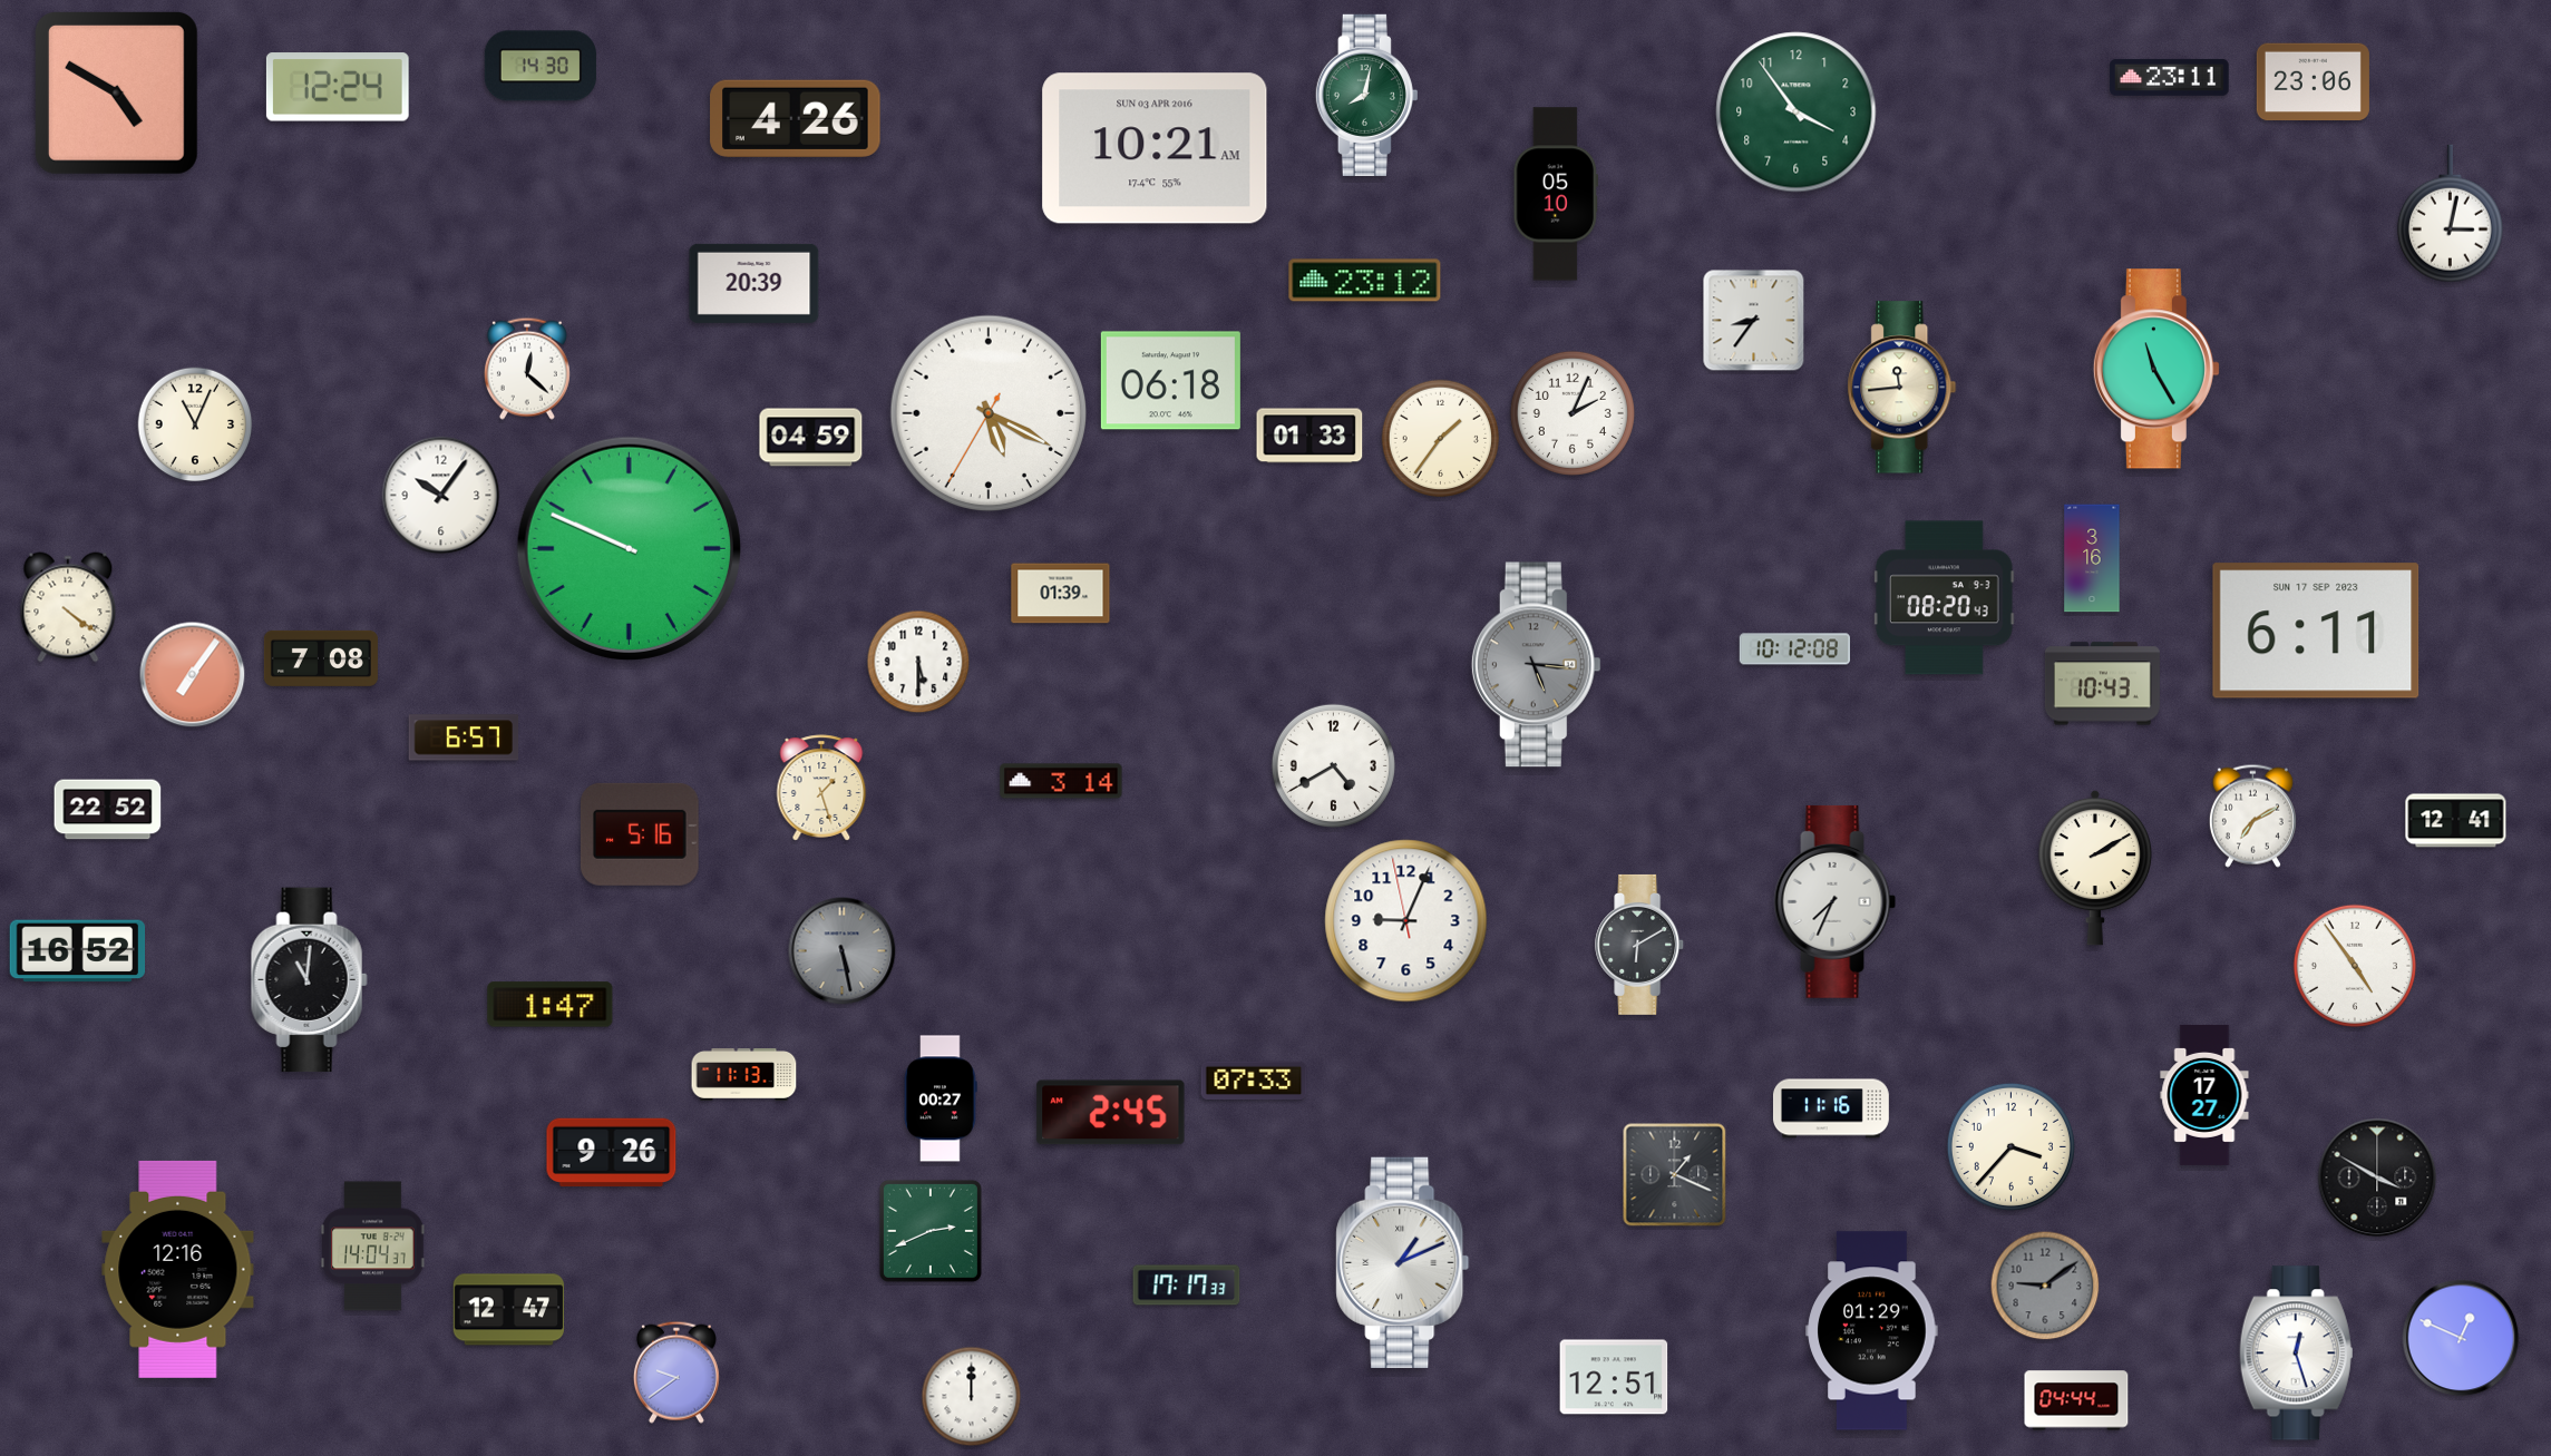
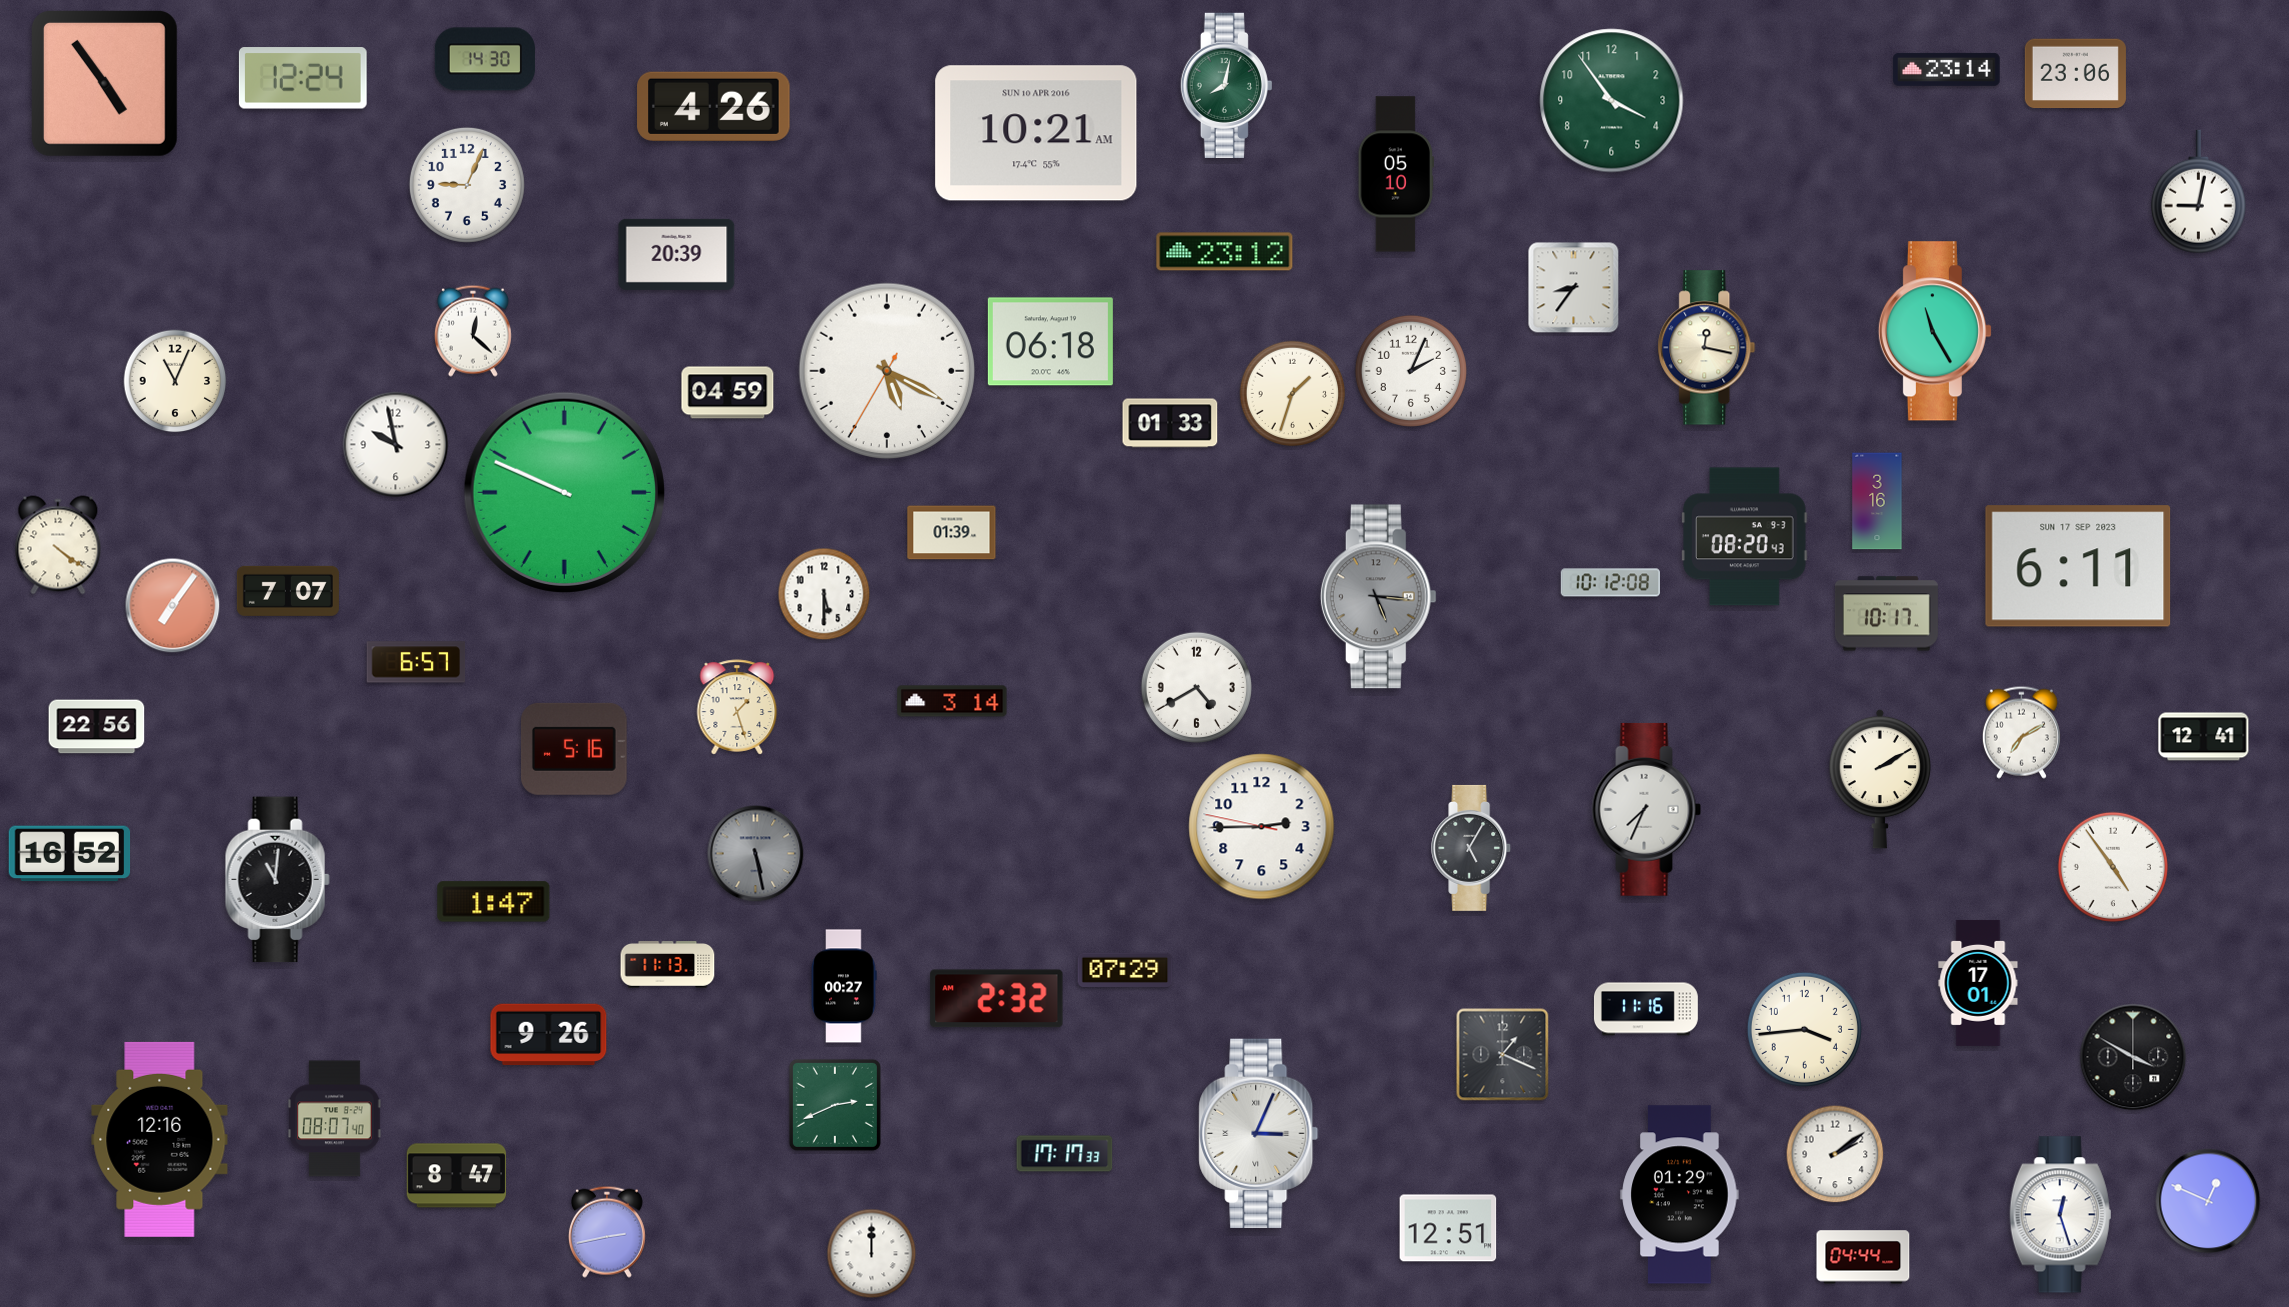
clock at (2170, 77): 23:11 -> 23:14
clock at (116, 92): 4:50 -> 4:54
clock at (1155, 148) date: SUN 03 APR 2016 -> SUN 10 APR 2016
clock at (467, 185): none -> 9:04
clock at (2450, 214): 3:02 -> 9:02
clock at (1902, 388): 11:44 -> 12:17
clock at (1309, 436) position: (1309, 436) -> (1170, 423)
clock at (1441, 439): 1:36 -> 1:33
clock at (441, 496): 10:06 -> 9:58
clock at (68, 607) position: (68, 607) -> (58, 545)
clock at (321, 658): 7:08 -> 7:07
clock at (2102, 684): 10:43 -> 10:17
clock at (108, 810): 22:52 -> 22:56
clock at (1406, 921): 9:03 -> 2:44
clock at (1640, 945): 6:10 -> 5:05
clock at (1254, 1079): 07:33 -> 07:29
clock at (2204, 1095): 17:27 -> 17:01
clock at (1831, 1108) position: (1831, 1108) -> (1646, 1009)
clock at (1111, 1113): 2:45 -> 2:32
clock at (2010, 1146): 3:37 -> 3:44
clock at (373, 1247): 14:04 -> 08:07
clock at (1403, 1262): 1:11 -> 3:04
clock at (2045, 1286): 9:09 -> 2:09
clock at (2045, 1286) dial: grey -> white
clock at (508, 1310): 12:47 -> 8:47
clock at (676, 1372): 9:39 -> 2:43
clock at (1614, 1377) position: (1614, 1377) -> (1448, 1228)
